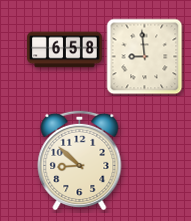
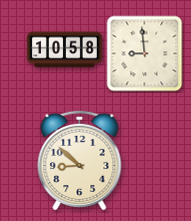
clock at (65, 50): 6:58 -> 10:58
clock at (145, 57) position: (145, 57) -> (145, 54)
